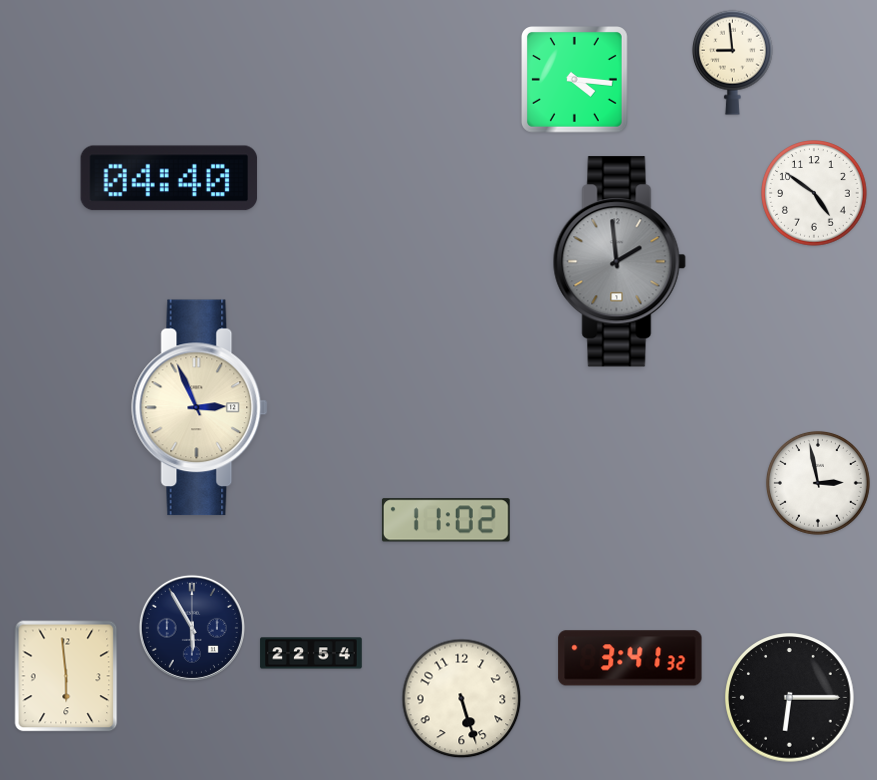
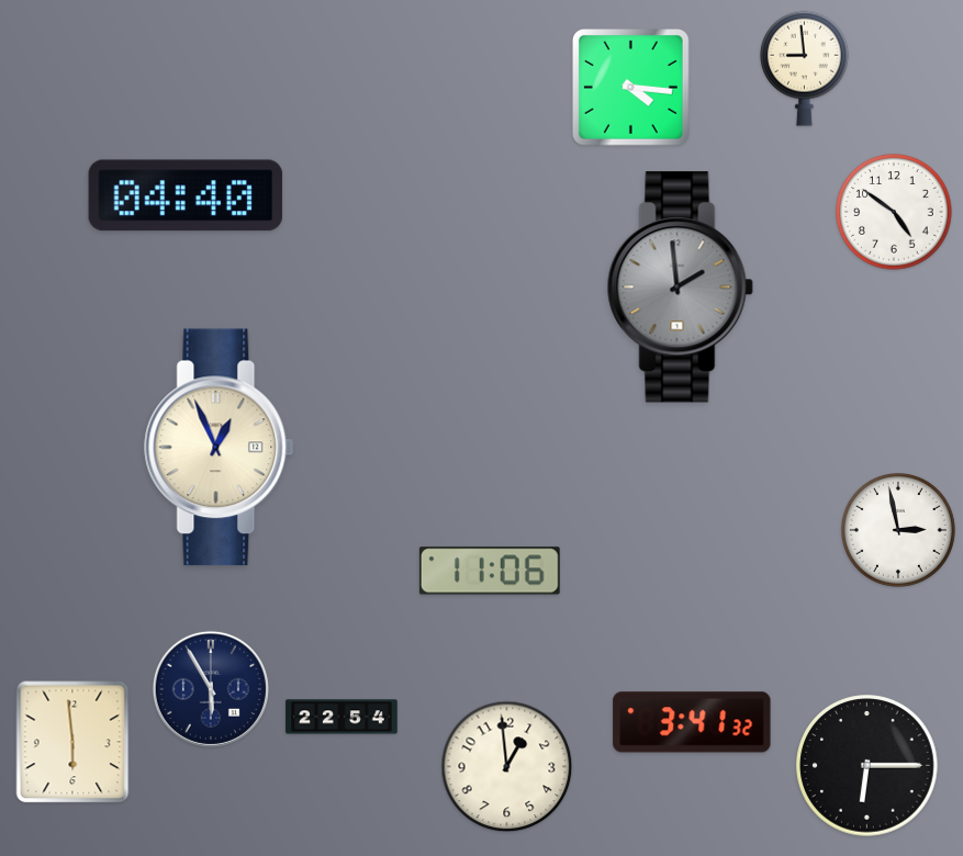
clock at (200, 408): 2:56 -> 12:56
clock at (446, 520): 11:02 -> 11:06
clock at (462, 699): 5:27 -> 12:59
